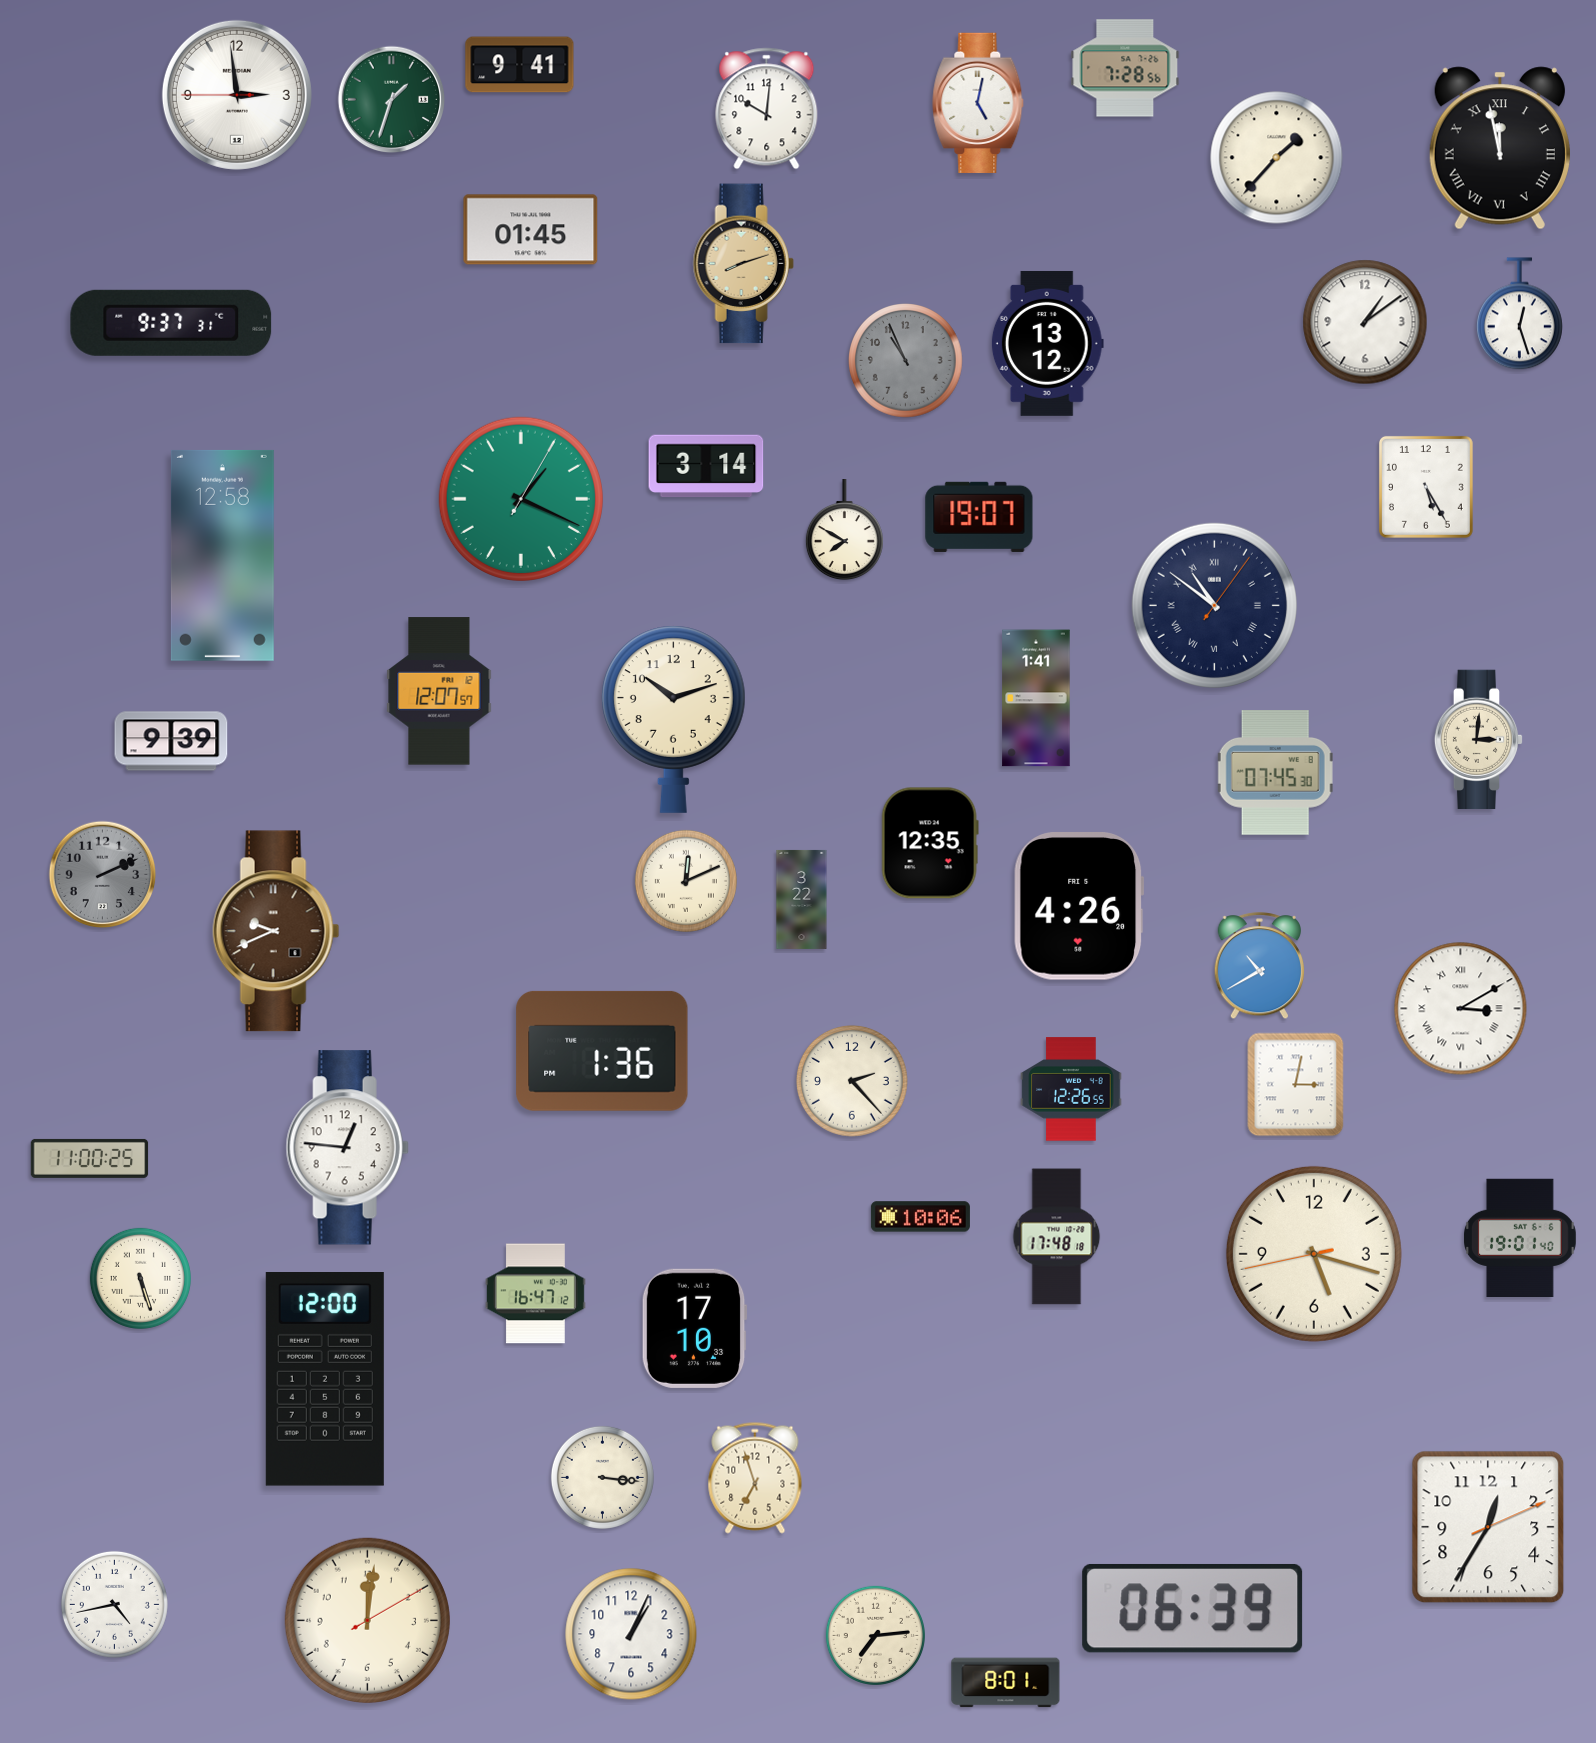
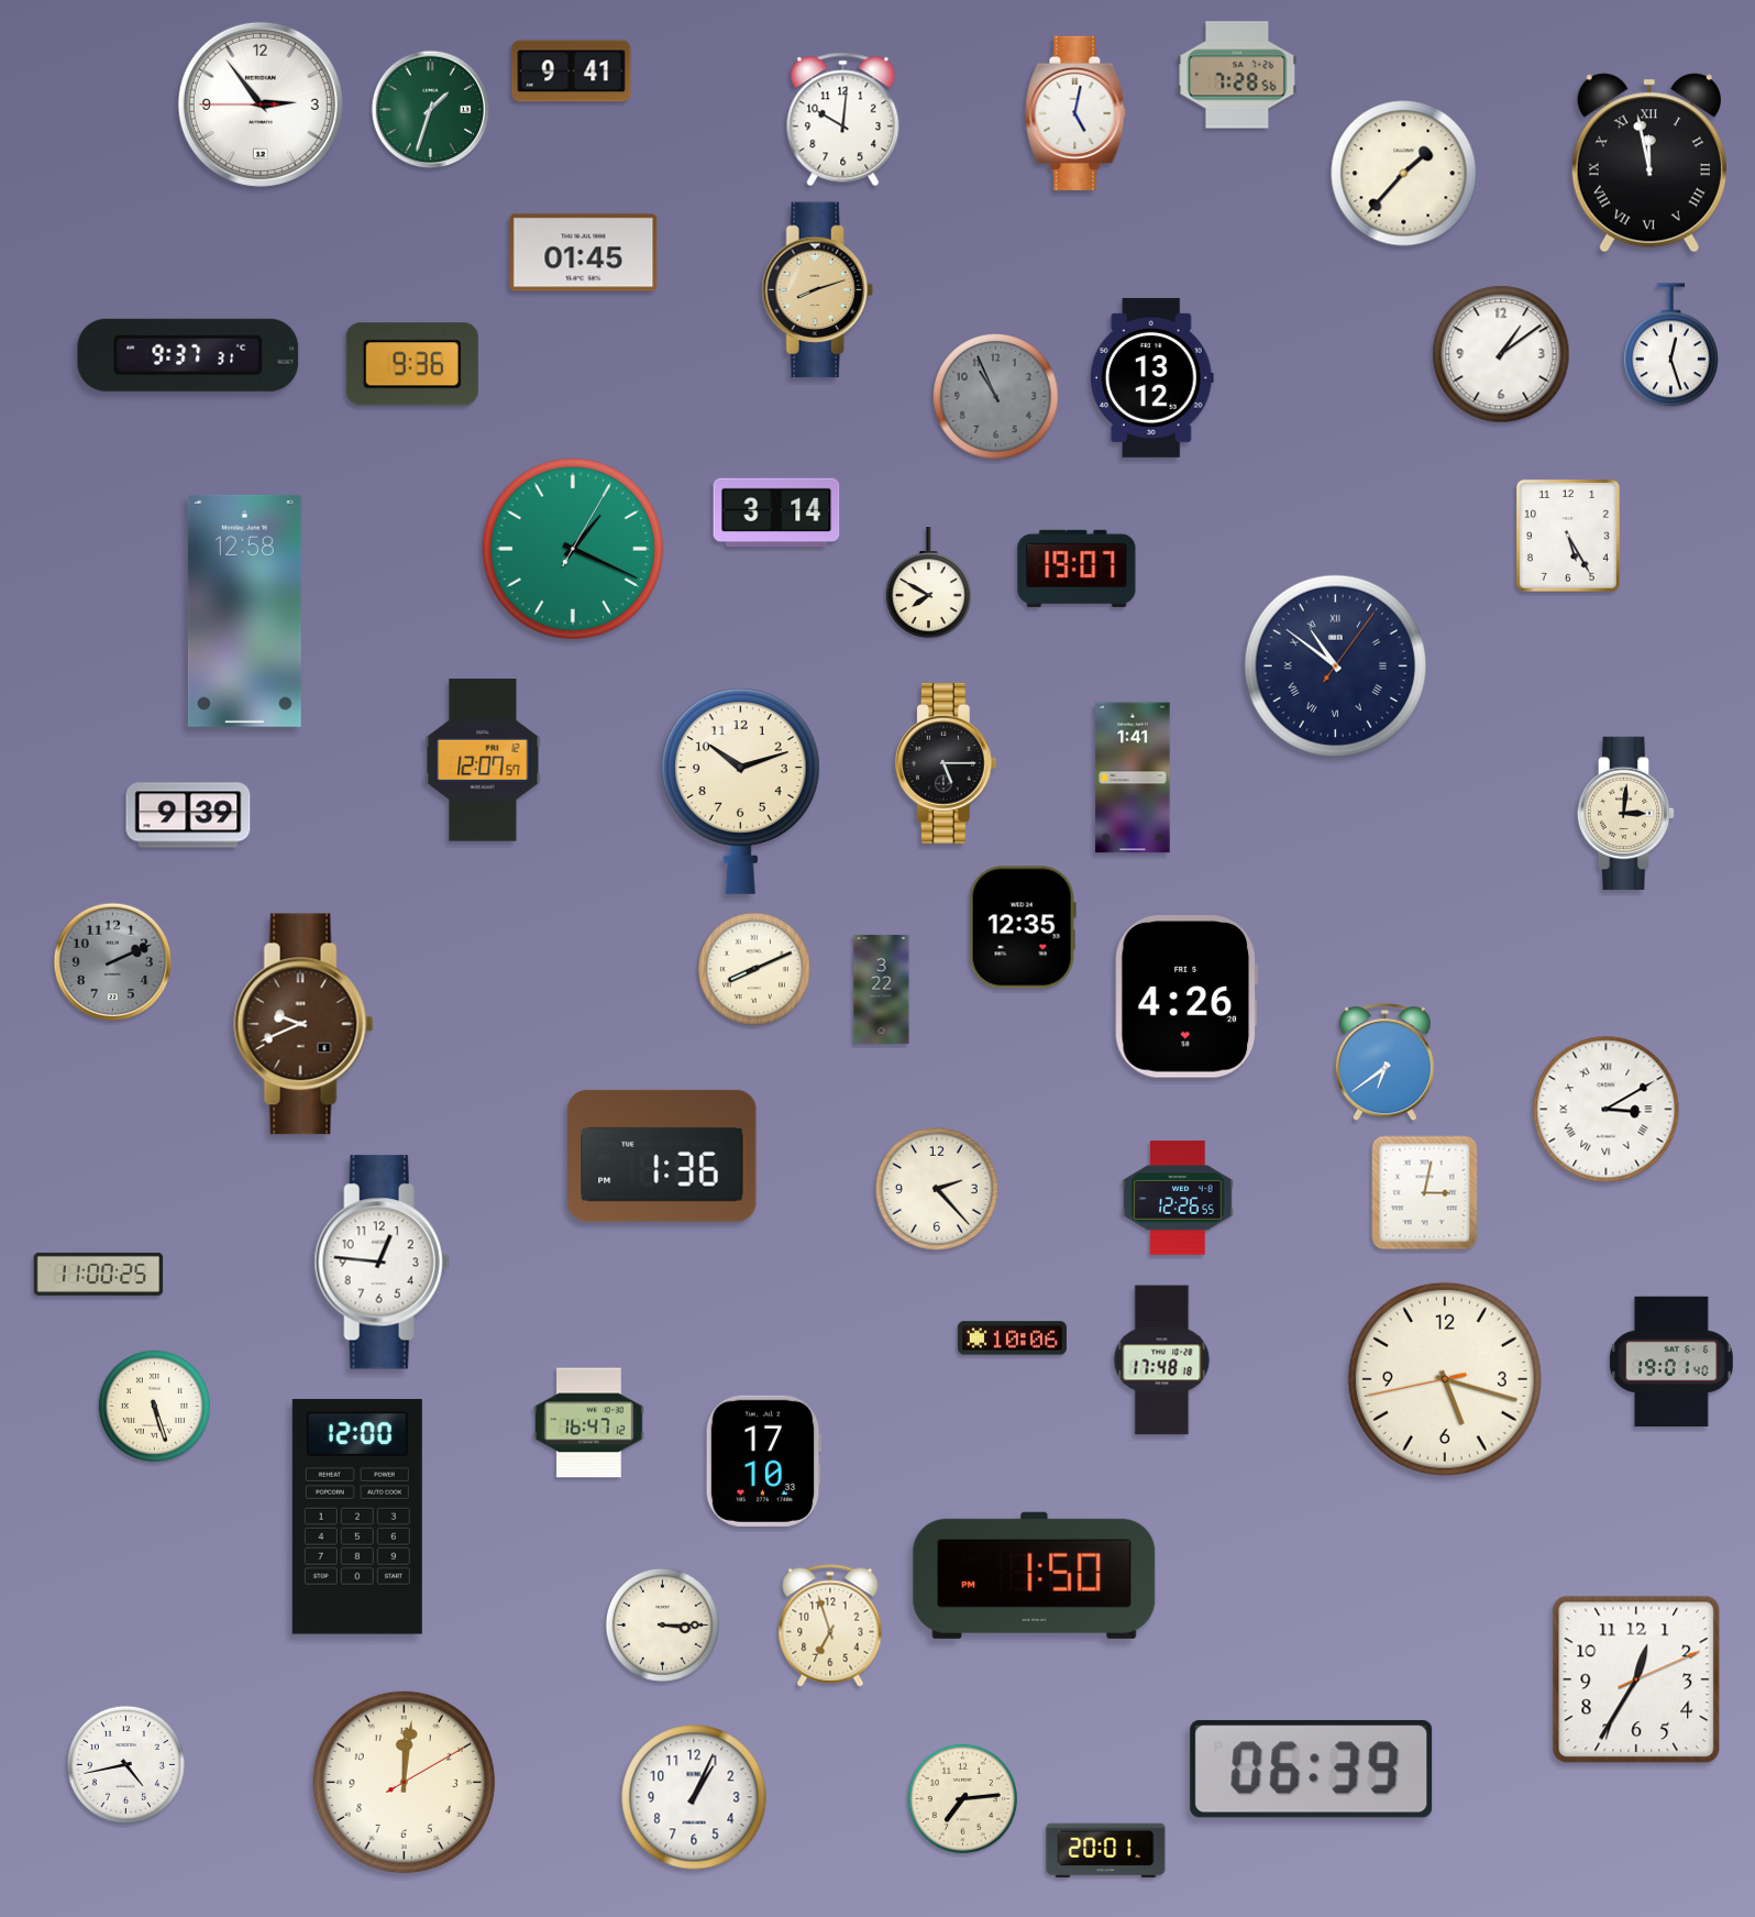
clock at (237, 95): 2:58 -> 2:53
clock at (412, 364): none -> 9:36
clock at (946, 764): none -> 5:15
clock at (1036, 698) position: (1036, 698) -> (1133, 778)
clock at (1275, 773): 07:45 -> none
clock at (686, 881): 12:11 -> 8:11
clock at (1259, 966): 10:40 -> 6:39
clock at (1035, 1575): none -> 1:50
clock at (602, 1477): 3:16 -> 3:15
clock at (1006, 1683): 8:01 -> 20:01
